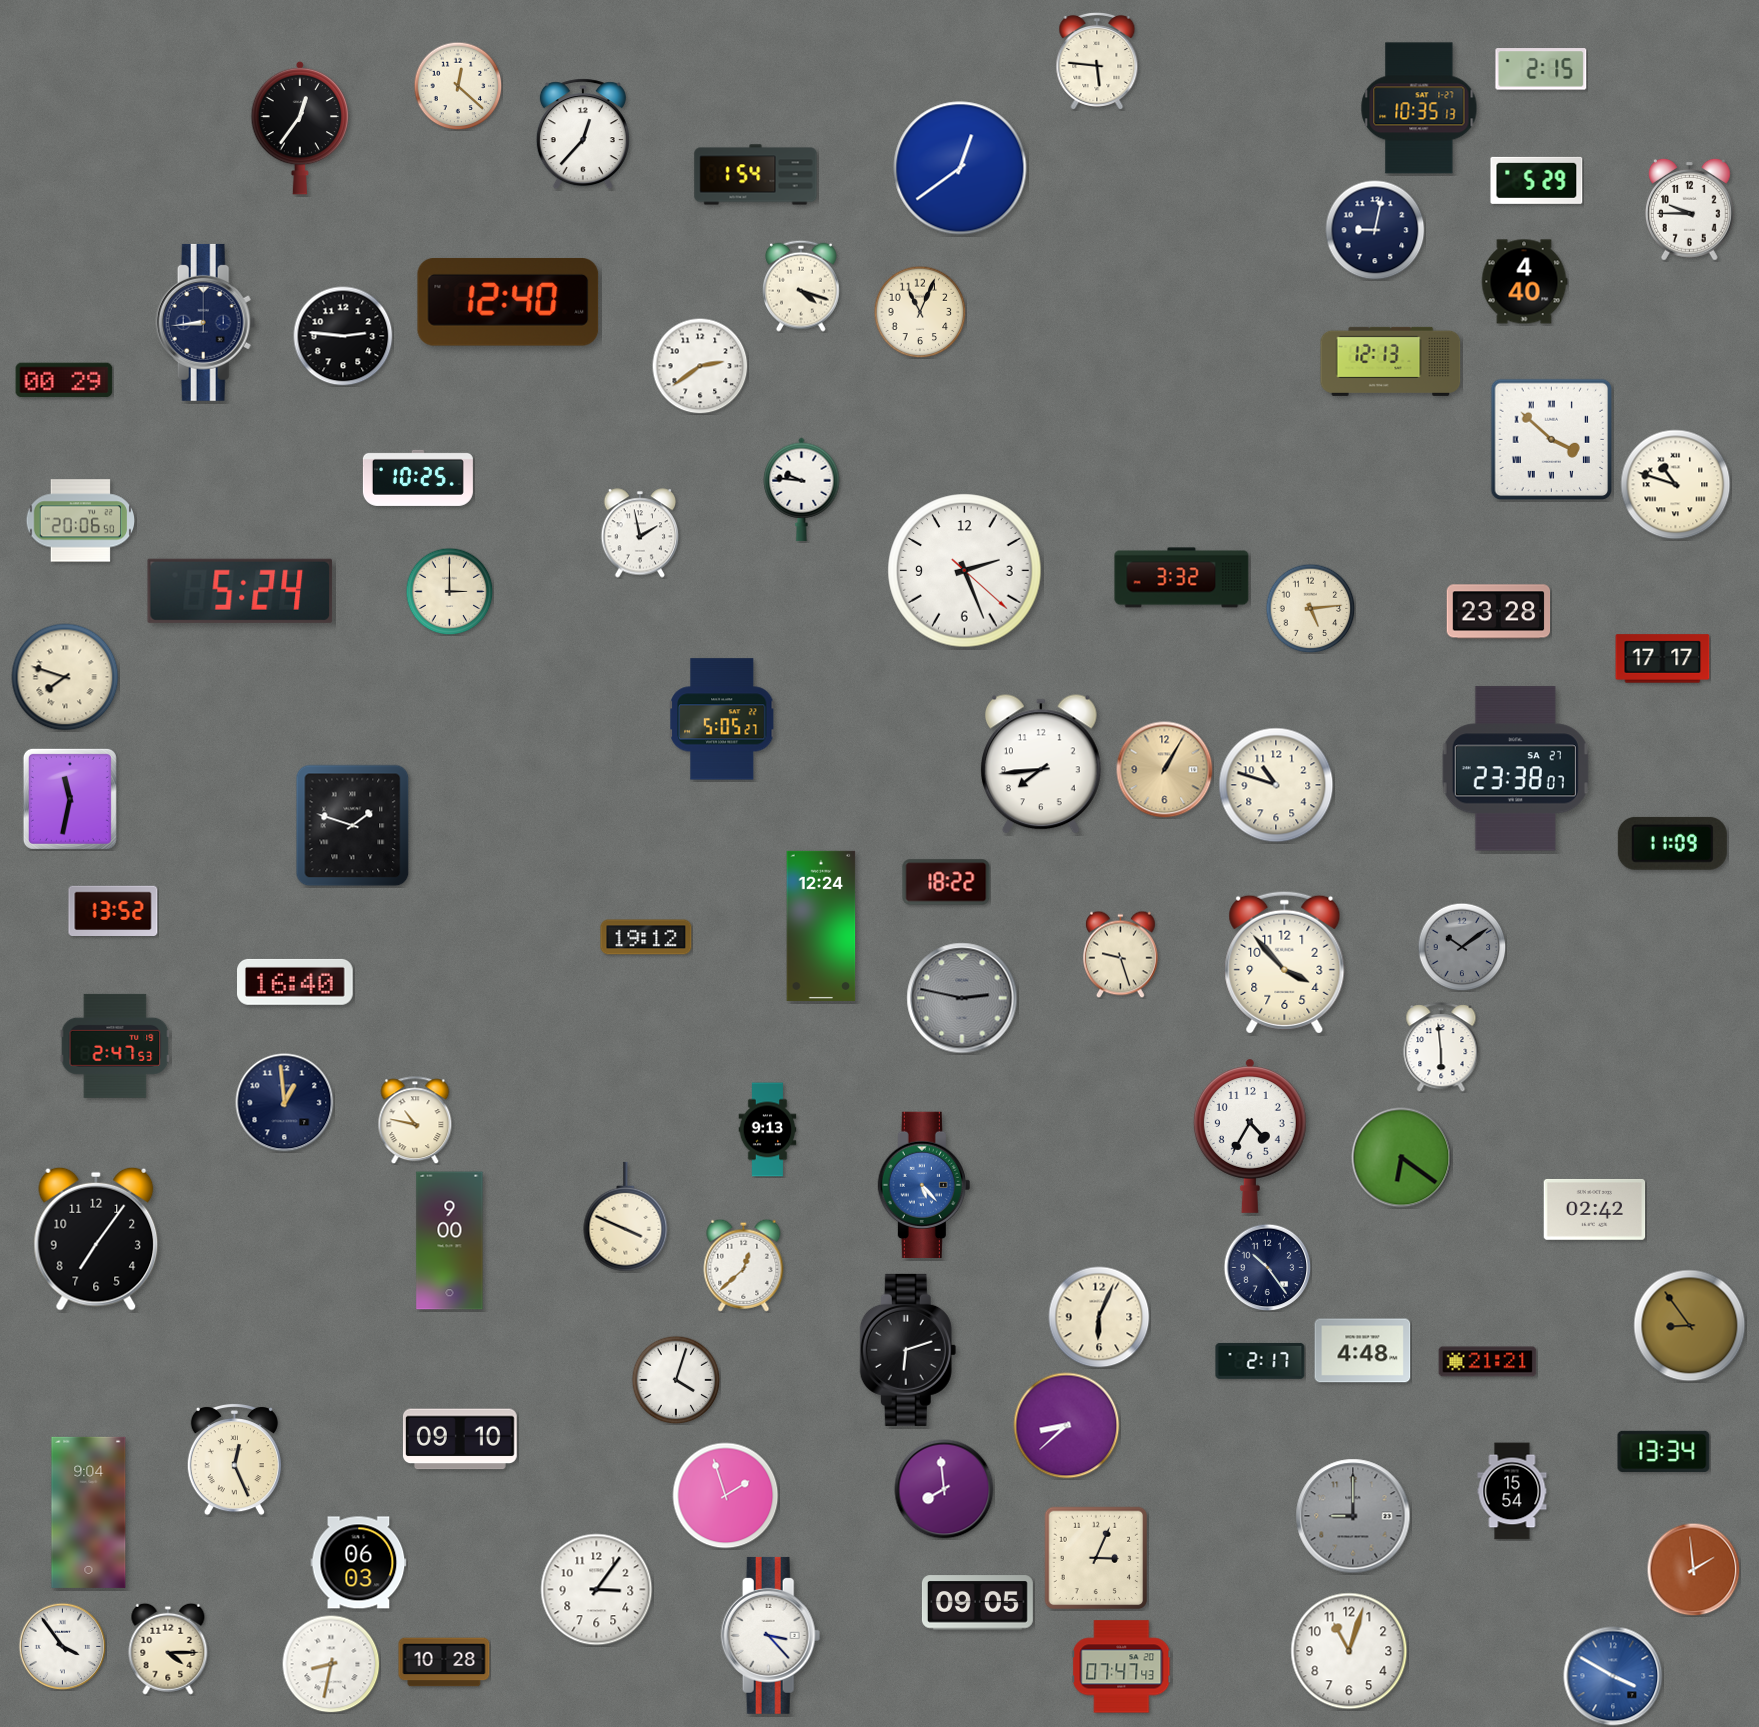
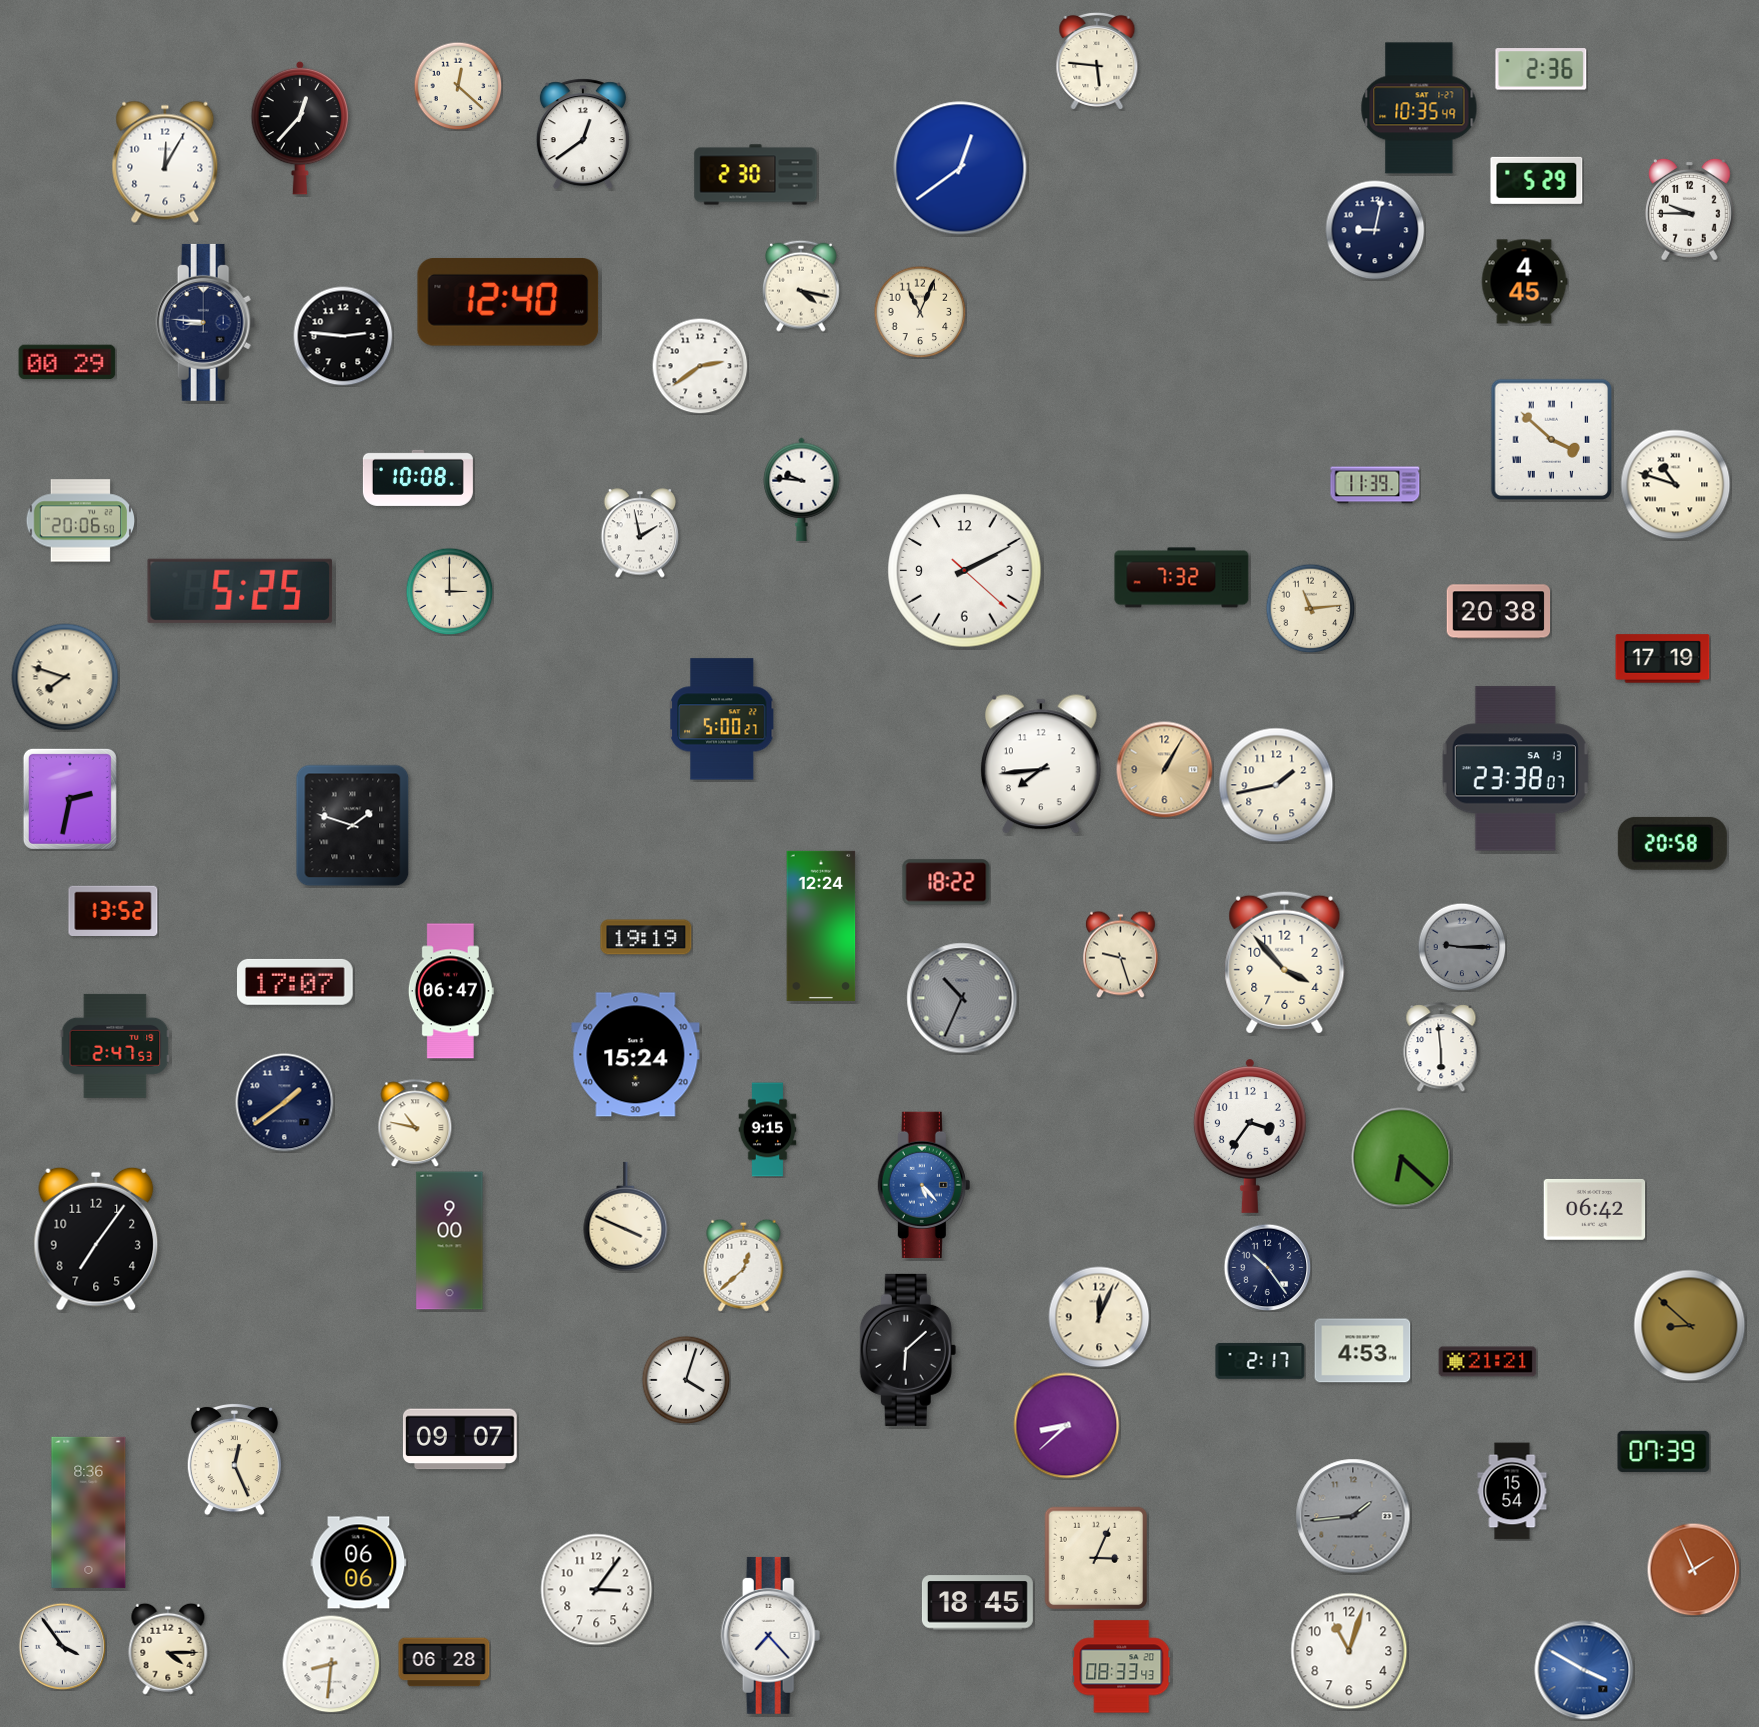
clock at (1541, 69): 2:15 -> 2:36
clock at (1419, 108): 10:35:13 -> 10:35:49
clock at (300, 128): 12:36 -> 12:37
clock at (583, 134): 12:37 -> 12:39
clock at (165, 162): none -> 12:05
clock at (756, 175): 1:54 -> 2:30
clock at (1524, 282): 4:40 -> 4:45
clock at (802, 286): 4:18 -> 4:17
clock at (206, 322): 8:44 -> 8:46
clock at (1391, 361): 12:13 -> none
clock at (64, 380) position: (64, 380) -> (67, 362)
clock at (418, 478): 10:25 -> 10:08
clock at (1375, 485): none -> 11:39
clock at (965, 571): 2:26 -> 2:10
clock at (1182, 578): 3:32 -> 7:32
clock at (240, 591): 5:24 -> 5:25
clock at (1310, 608): 5:14 -> 11:14
clock at (1499, 612): 23:28 -> 20:38
clock at (1663, 659): 17:17 -> 17:19
clock at (723, 719): 5:05 -> 5:00
clock at (1515, 769) date: SA 27 -> SA 13
clock at (1276, 785): 10:48 -> 1:43
clock at (70, 799): 11:32 -> 2:32
clock at (1672, 843): 11:09 -> 20:58
clock at (646, 937): 19:12 -> 19:19
clock at (1462, 947): 10:09 -> 9:15
clock at (296, 982): 16:40 -> 17:07
clock at (451, 991): none -> 06:47
clock at (962, 998): 2:47 -> 10:34
clock at (636, 1055): none -> 15:24
clock at (285, 1103): 12:59 -> 1:39
clock at (415, 1120) position: (415, 1120) -> (415, 1123)
clock at (768, 1130): 9:13 -> 9:15
clock at (1250, 1136): 4:35 -> 3:36
clock at (1402, 1158): 6:21 -> 6:22
clock at (1595, 1209): 02:42 -> 06:42
clock at (1099, 1317): 6:04 -> 12:04
clock at (1690, 1326): 8:54 -> 8:52
clock at (908, 1350): 6:12 -> 6:08
clock at (1363, 1351): 4:48 -> 4:53
clock at (676, 1380) position: (676, 1380) -> (686, 1380)
clock at (460, 1439): 09:10 -> 09:07
clock at (1664, 1451): 13:34 -> 07:39
clock at (944, 1489): 7:59 -> none
clock at (726, 1496): 1:57 -> none
clock at (89, 1512): 9:04 -> 8:36
clock at (1353, 1516): 9:00 -> 1:44
clock at (359, 1563): 06:03 -> 06:06
clock at (1693, 1569): 1:59 -> 1:56
clock at (977, 1603): 09:05 -> 18:45
clock at (771, 1635): 3:23 -> 7:23
clock at (444, 1662): 10:28 -> 06:28
clock at (331, 1664): 8:32 -> 8:31
clock at (1122, 1667): 07:47 -> 08:33
clock at (1613, 1676) position: (1613, 1676) -> (1584, 1670)
